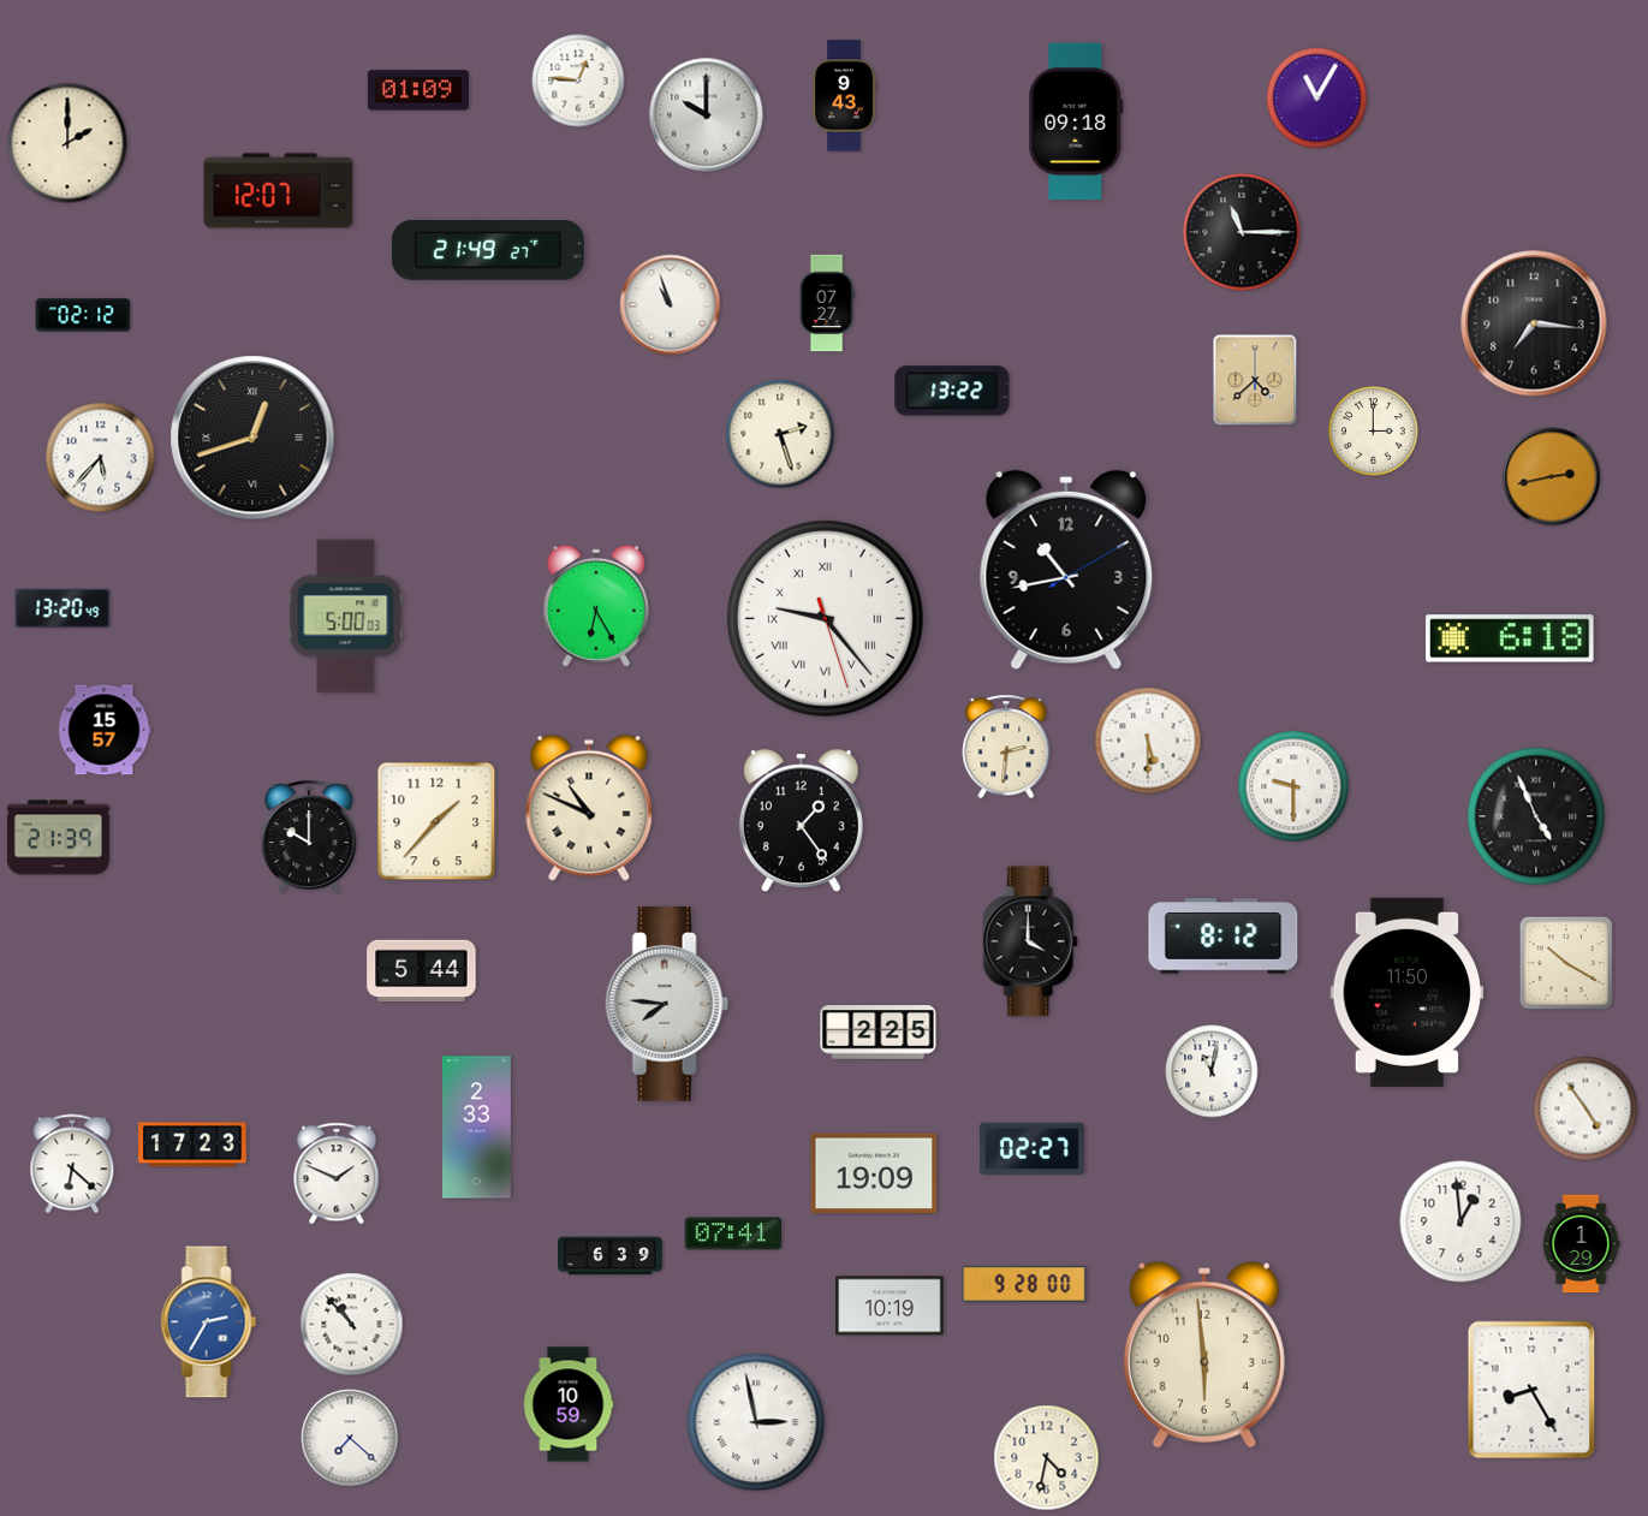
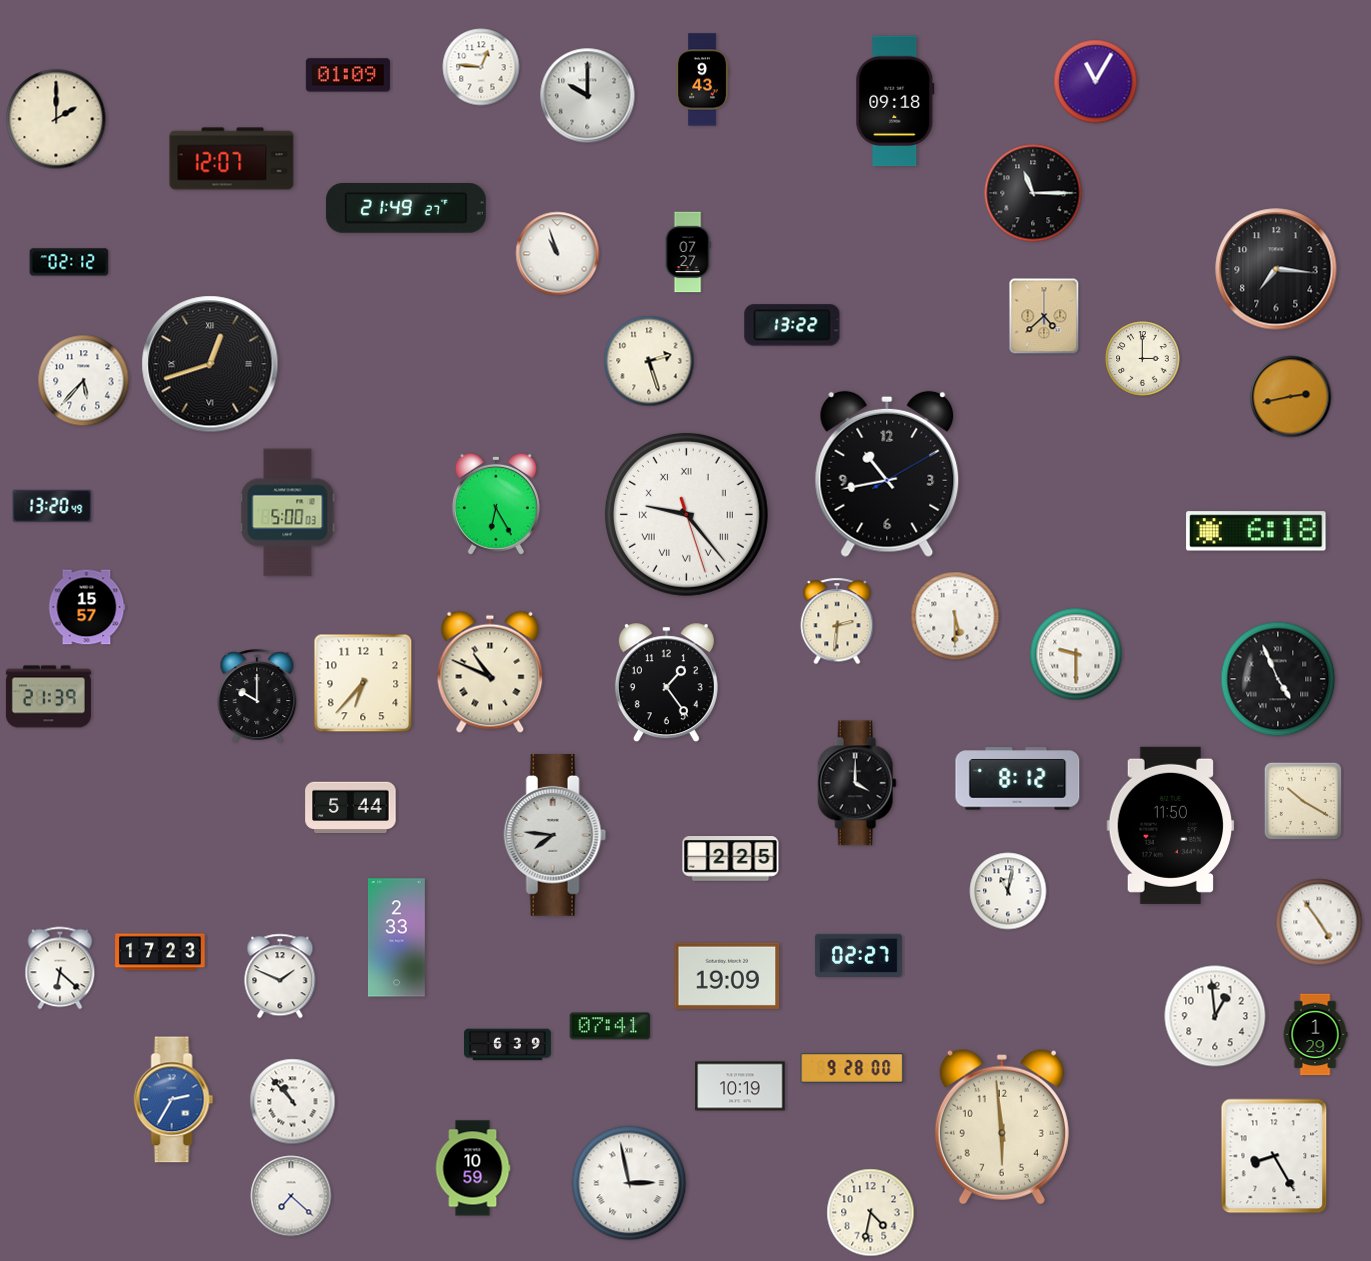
clock at (436, 821): 1:37 -> 6:37
